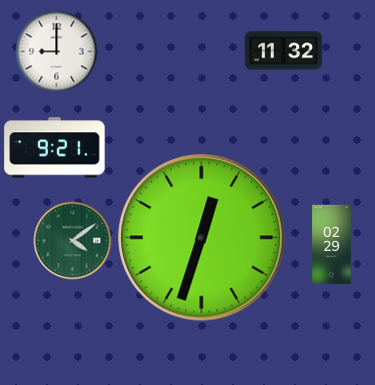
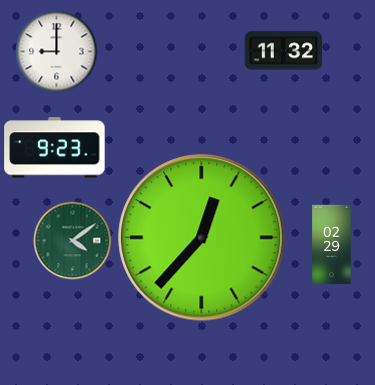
clock at (55, 148): 9:21 -> 9:23
clock at (202, 238): 12:33 -> 12:37
